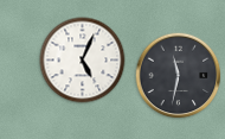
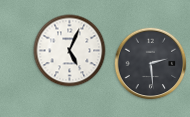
clock at (179, 76): 11:32 -> 2:29
